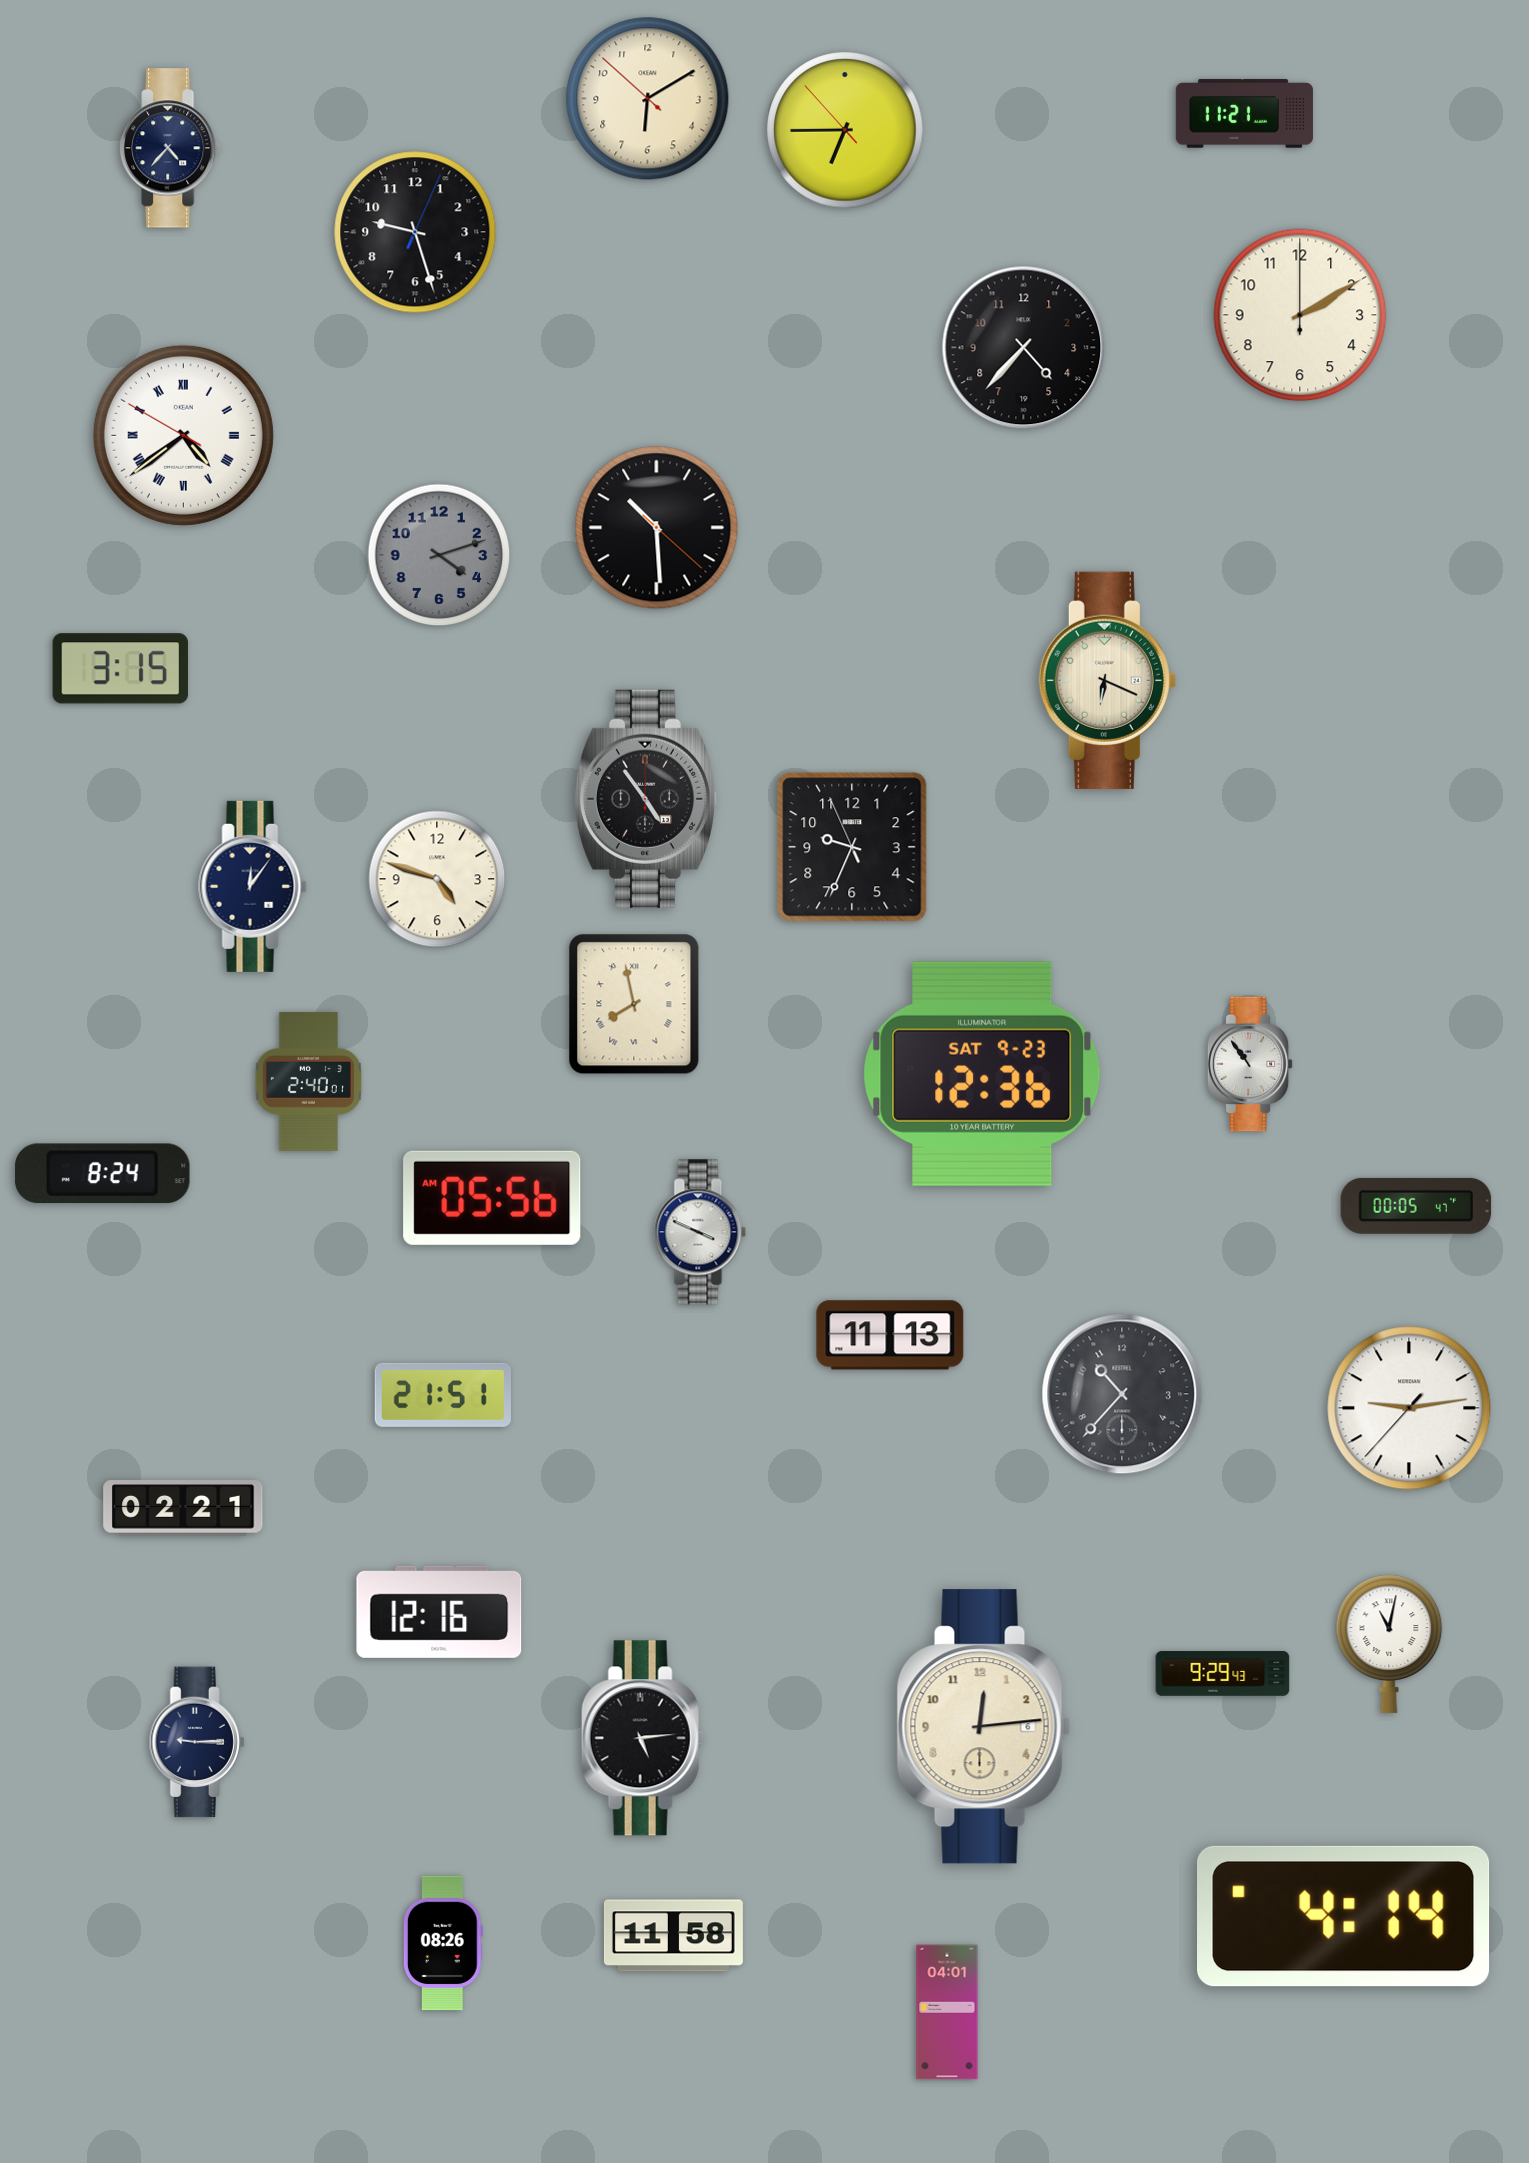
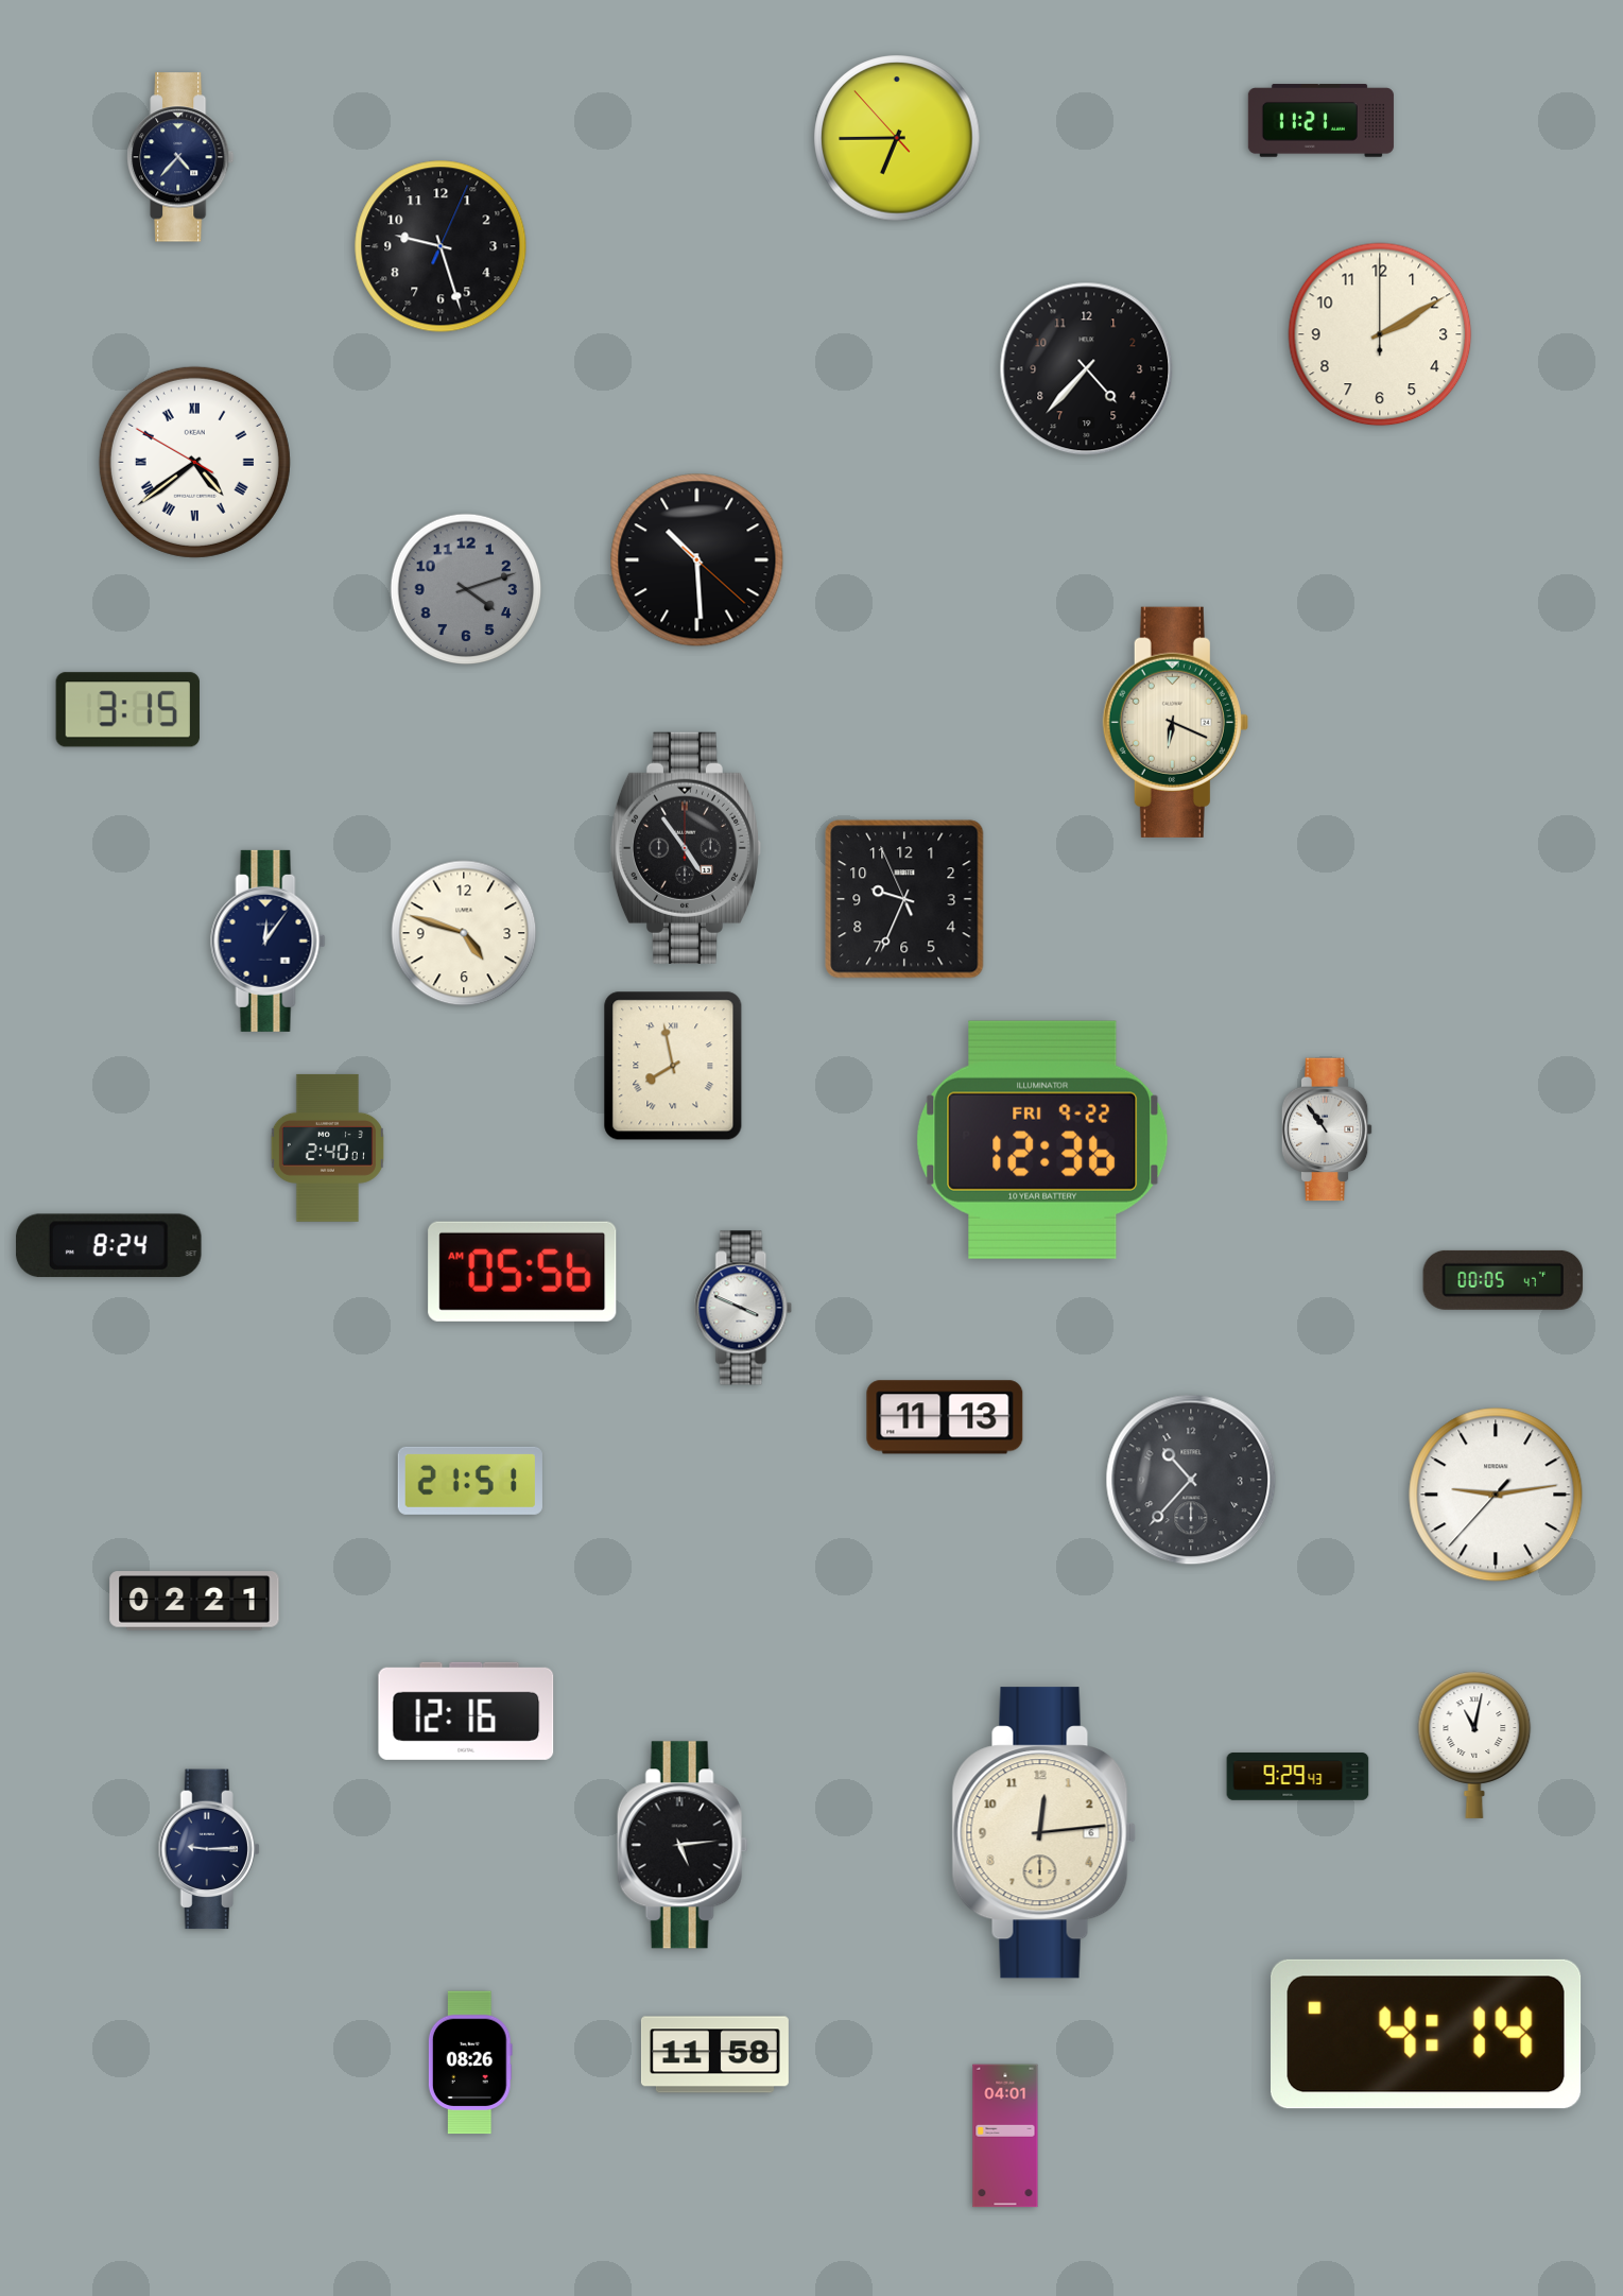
clock at (648, 99): 6:09 -> none
clock at (982, 1074) date: SAT 9-23 -> FRI 9-22
